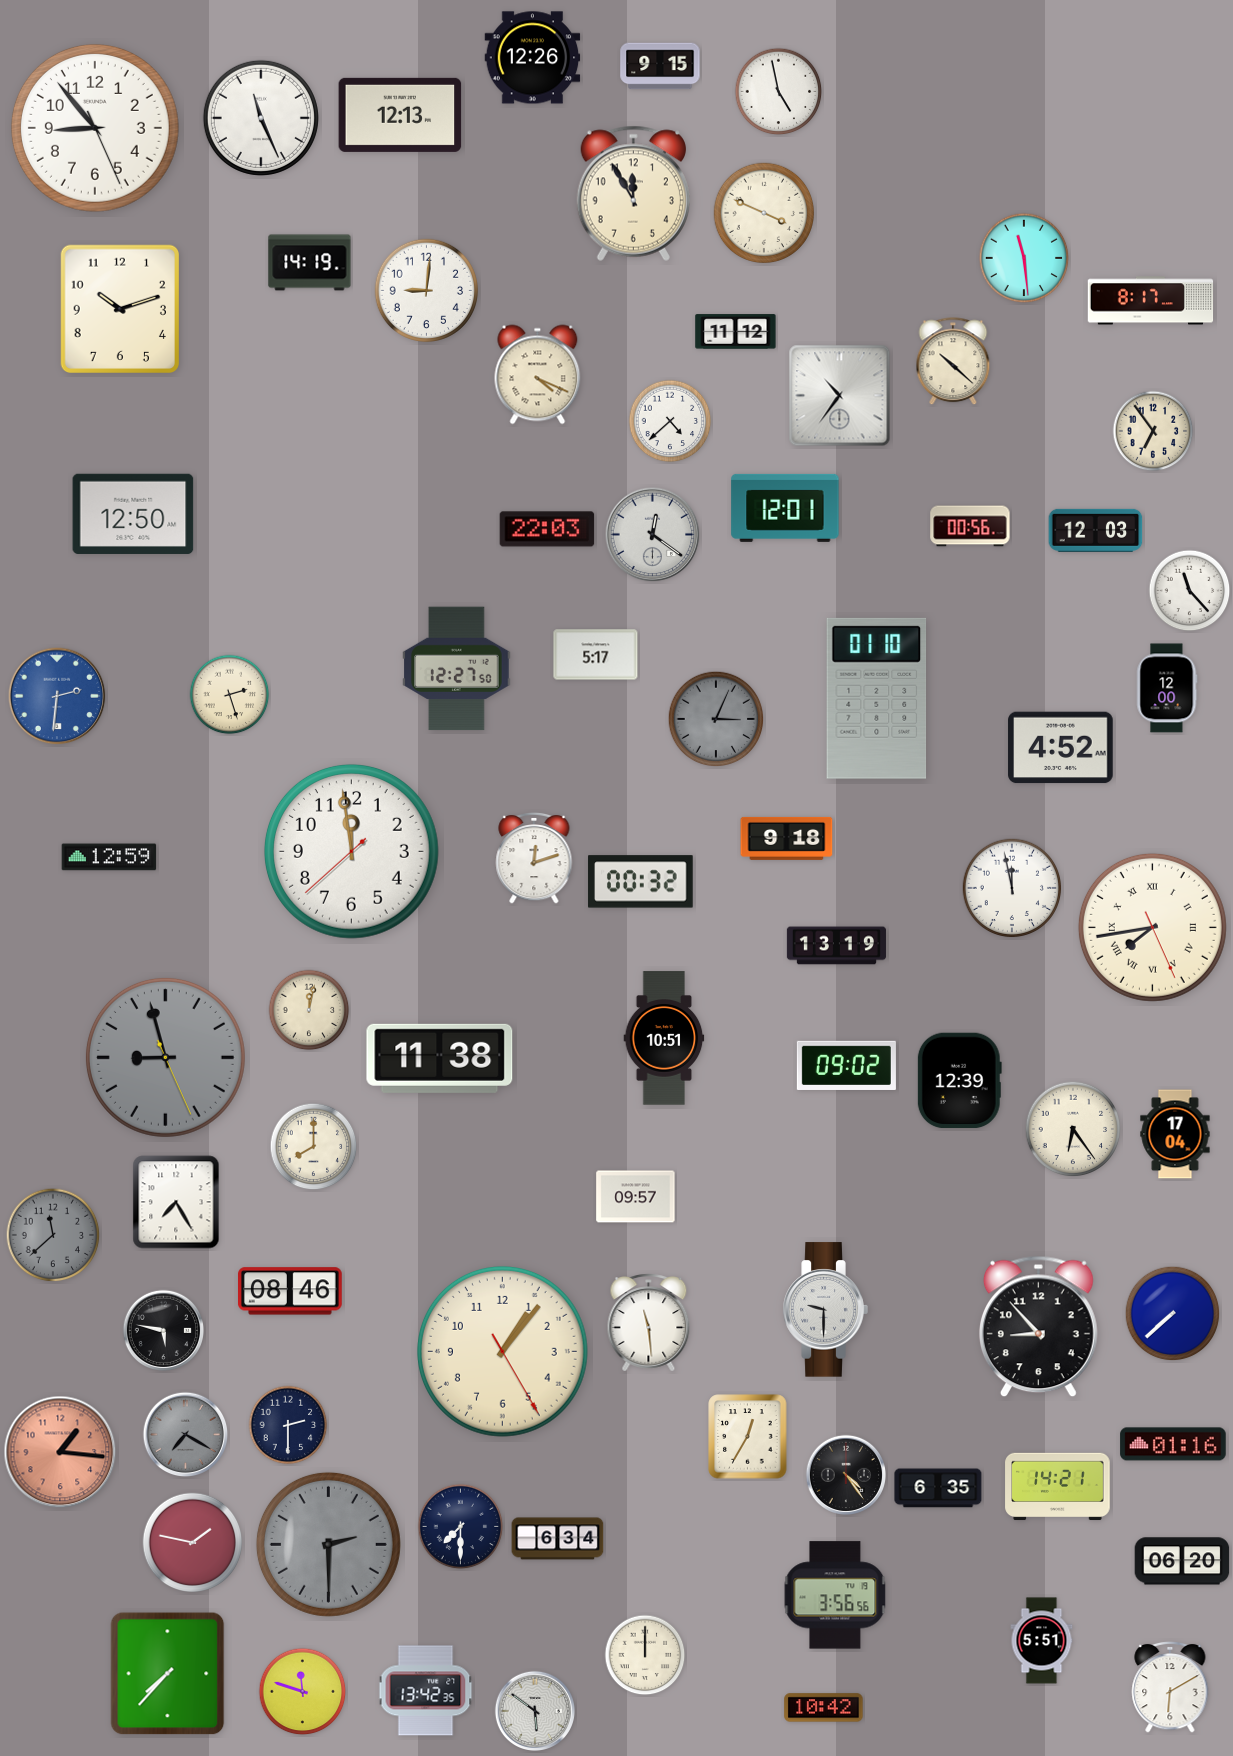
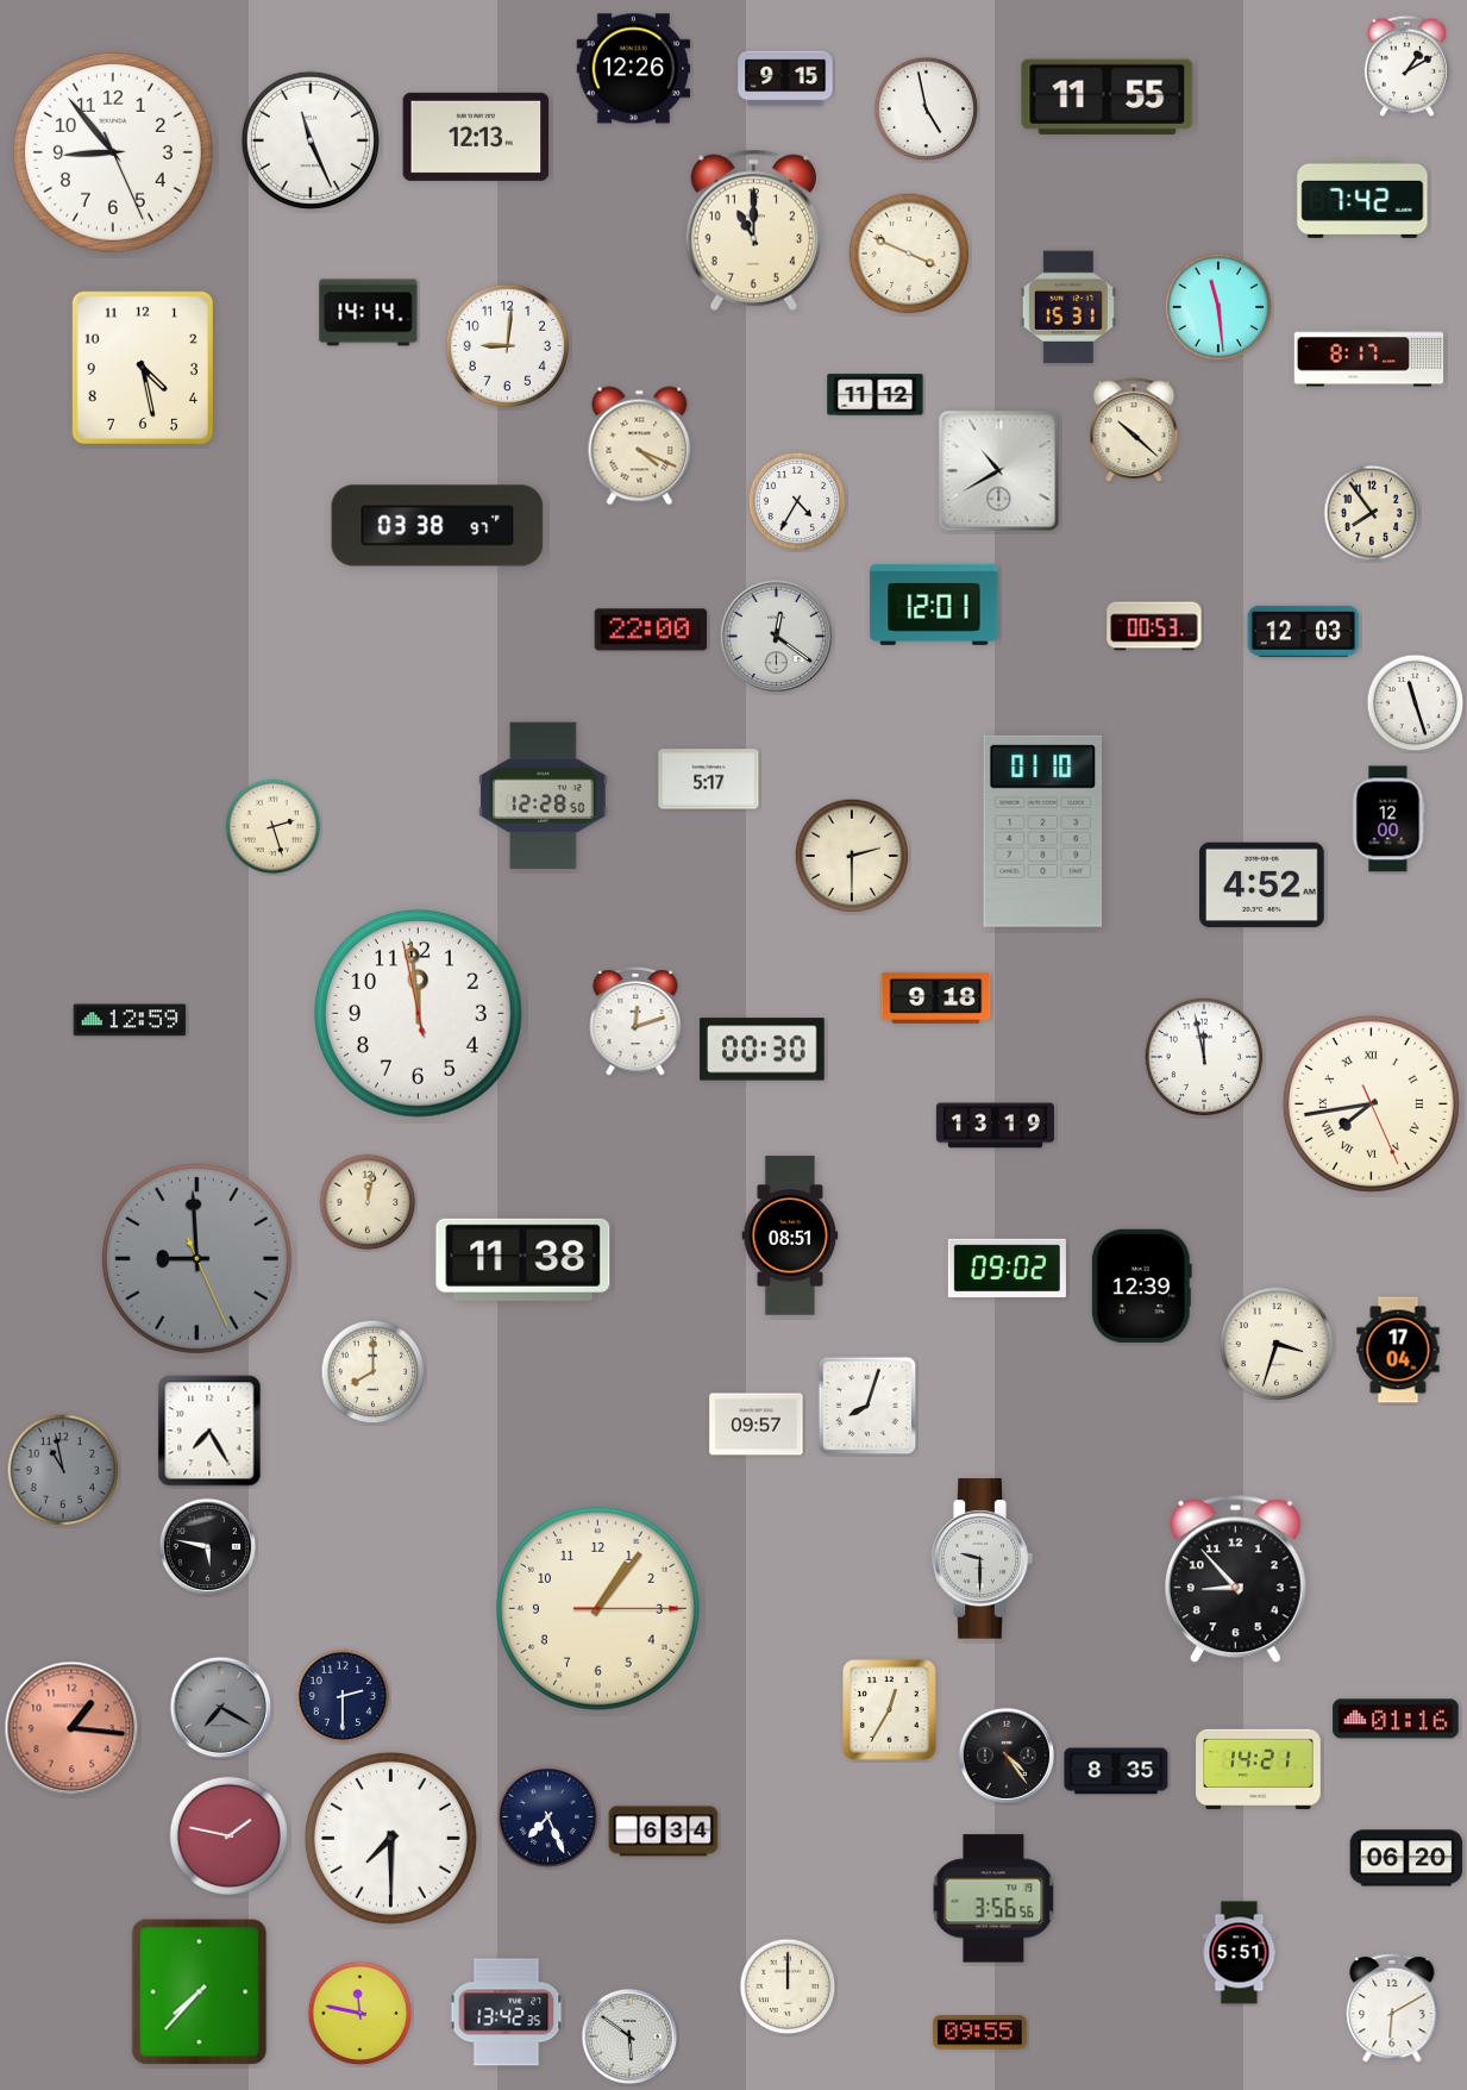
clock at (1406, 65): none -> 1:10
clock at (1108, 96): none -> 11:55
clock at (1362, 199): none -> 7:42
clock at (633, 193): 11:55 -> 11:00
clock at (1068, 307): none -> 15:31
clock at (310, 263): 14:19 -> 14:14
clock at (120, 308): 10:12 -> 4:28
clock at (840, 396): 10:36 -> 10:40
clock at (670, 421): 4:38 -> 4:35
clock at (1153, 431): 6:54 -> 7:54
clock at (438, 526): none -> 03:38
clock at (133, 514): 12:50 -> none
clock at (970, 526): 00:56 -> 00:53
clock at (547, 529): 22:03 -> 22:00
clock at (1190, 591): 11:23 -> 11:27
clock at (457, 669): 12:27 -> 12:28
clock at (57, 696): 2:31 -> none
clock at (716, 719): 3:04 -> 2:30
clock at (716, 719) dial: grey -> cream
clock at (1061, 748) position: (1061, 748) -> (1262, 886)
clock at (351, 851): 11:58:38 -> 11:58:58
clock at (641, 882): 00:32 -> 00:30
clock at (664, 1038): 10:51 -> 08:51
clock at (165, 1057): 8:57 -> 8:59
clock at (1073, 1129): 6:24 -> 3:33
clock at (314, 1147) position: (314, 1147) -> (374, 1372)
clock at (867, 1406): none -> 8:03
clock at (53, 1235): 11:38 -> 10:58
clock at (291, 1291): 08:46 -> none
clock at (1173, 1314): 7:38 -> none
clock at (649, 1323): 11:29 -> none
clock at (163, 1330) position: (163, 1330) -> (207, 1546)
clock at (502, 1351): 1:06:25 -> 1:06:15
clock at (938, 1488): 6:35 -> 8:35
clock at (461, 1527): 7:30 -> 7:26
clock at (328, 1544): 2:30 -> 7:30
clock at (328, 1544) dial: grey -> white
clock at (645, 1655) position: (645, 1655) -> (788, 1986)
clock at (303, 1692): 11:48 -> 11:47
clock at (824, 1708): 10:42 -> 09:55
clock at (534, 1710) position: (534, 1710) -> (628, 2035)
